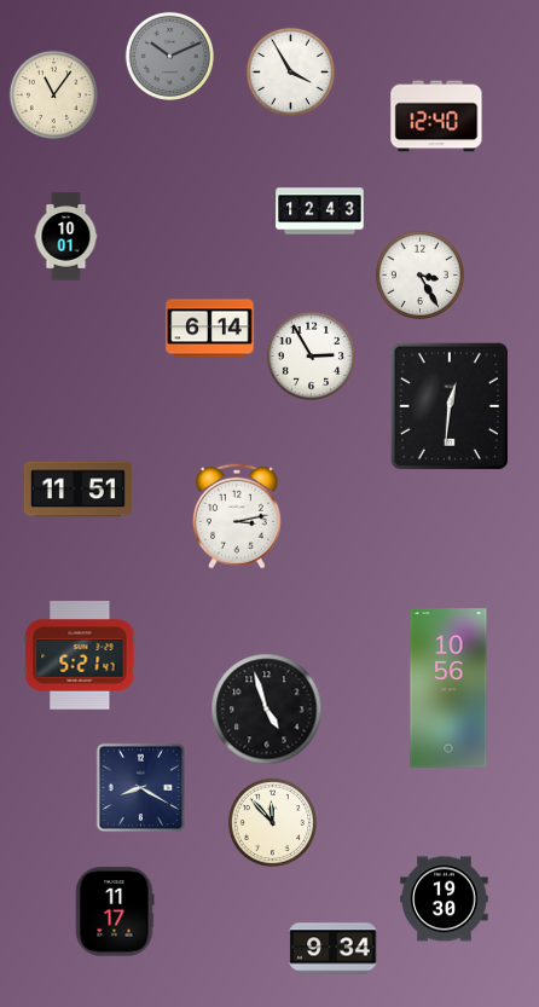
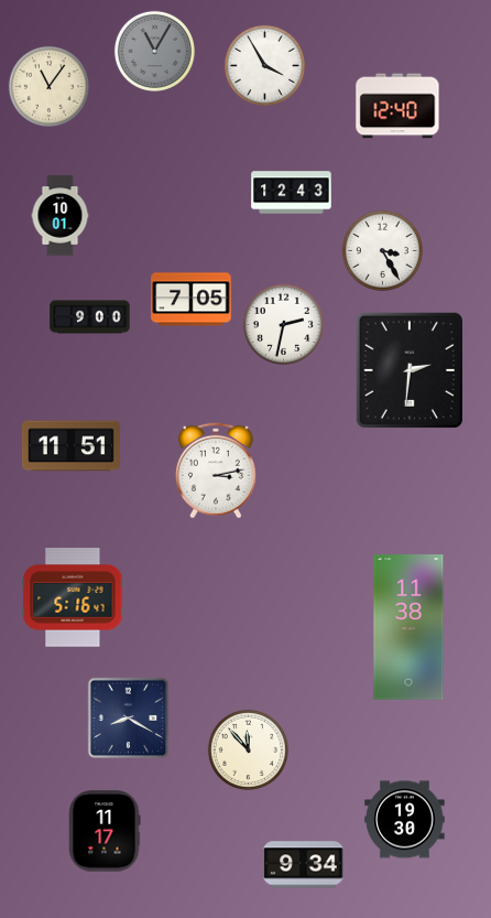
clock at (169, 56): 10:11 -> 11:05
clock at (210, 329): 6:14 -> 7:05
clock at (90, 317): none -> 9:00
clock at (311, 355): 2:55 -> 2:32
clock at (450, 406): 12:31 -> 2:31
clock at (80, 655): 5:21 -> 5:16
clock at (448, 688): 10:56 -> 11:38
clock at (267, 710): 4:57 -> none
